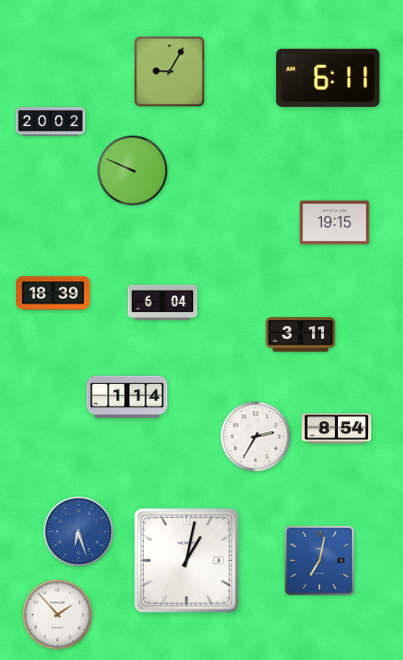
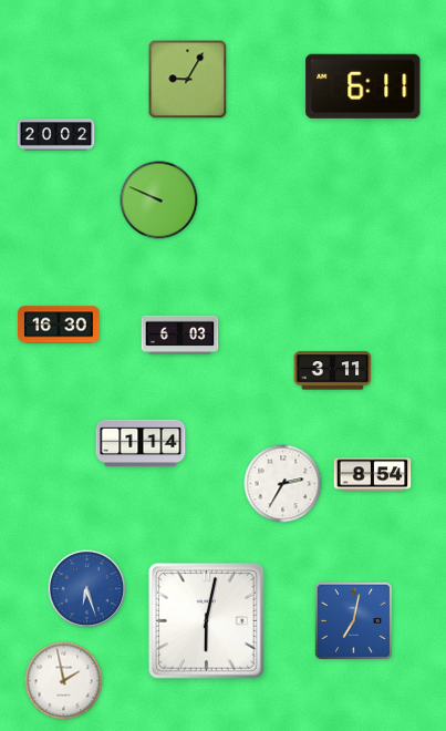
clock at (133, 171) position: (133, 171) -> (159, 200)
clock at (335, 223): 19:15 -> none
clock at (53, 293): 18:39 -> 16:30
clock at (163, 302): 6:04 -> 6:03
clock at (127, 397) position: (127, 397) -> (141, 443)
clock at (187, 561): 1:02 -> 6:02
clock at (58, 615): 1:53 -> 1:58
